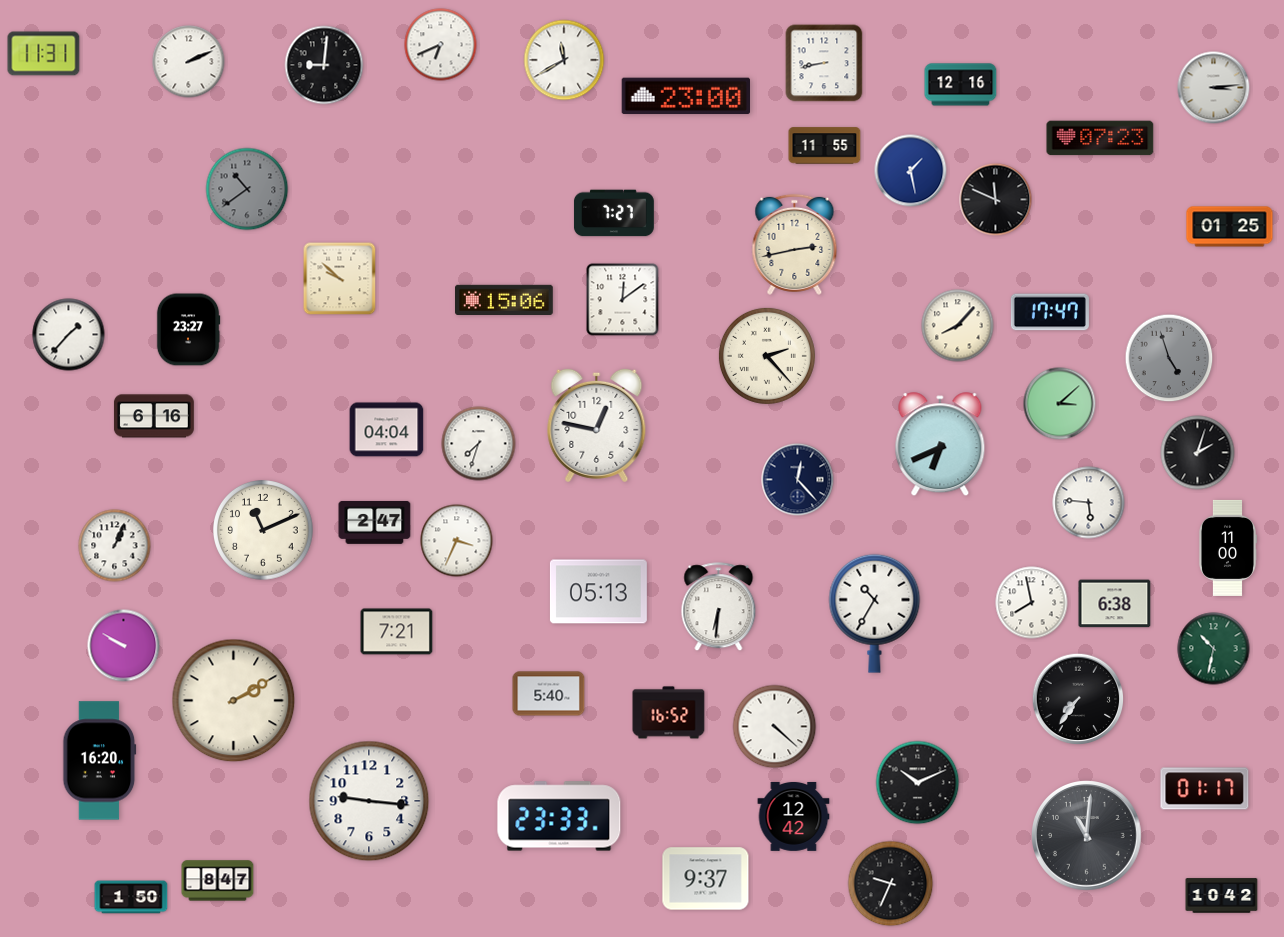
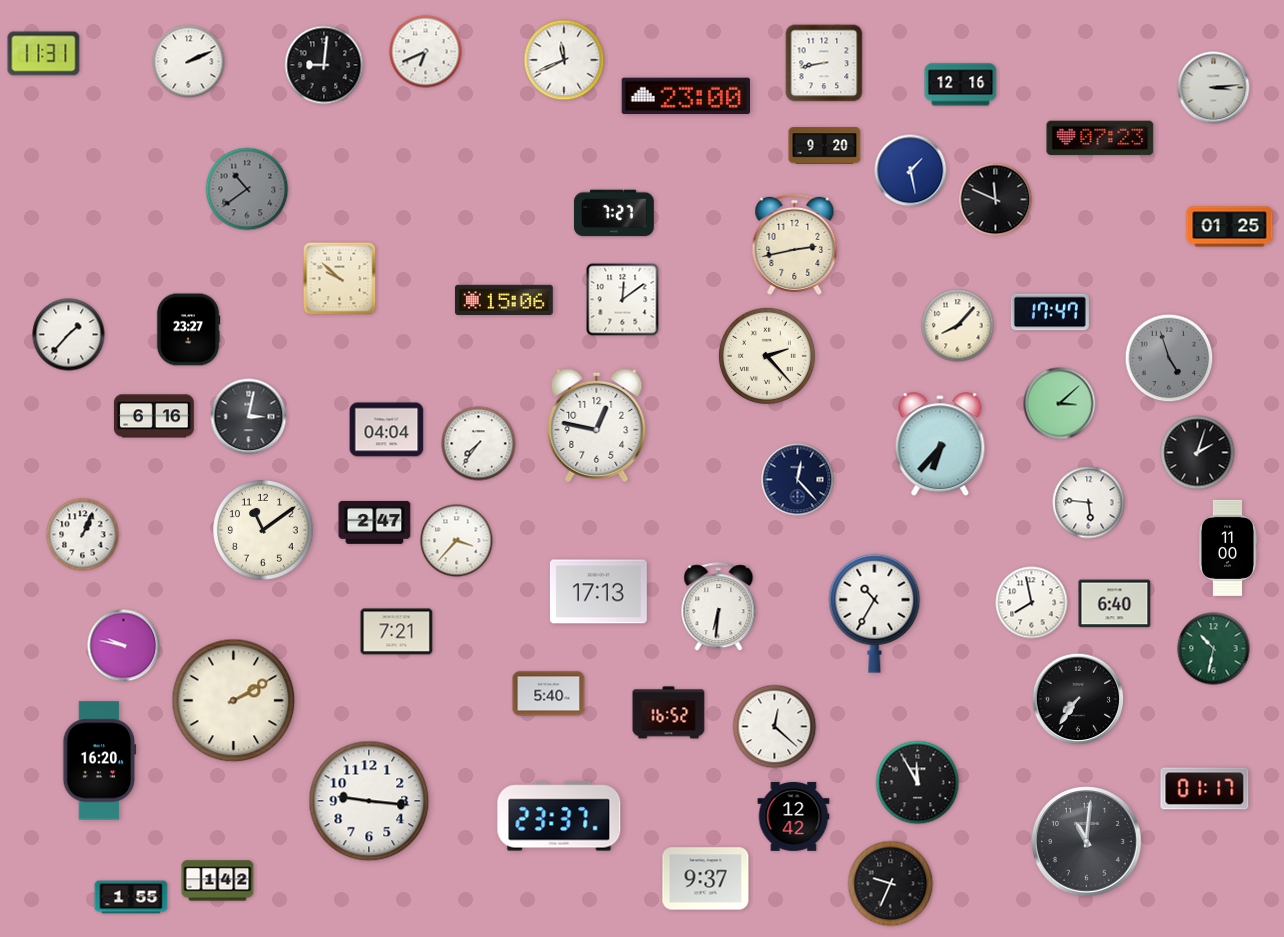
clock at (441, 45) position: (441, 45) -> (426, 52)
clock at (564, 60): 11:40 -> 11:41
clock at (825, 146): 11:55 -> 9:20
clock at (249, 417): none -> 3:02
clock at (479, 444): 7:33 -> 7:36
clock at (940, 445): 6:41 -> 6:37
clock at (264, 531): 11:11 -> 11:09
clock at (457, 541): 3:34 -> 3:37
clock at (115, 546) position: (115, 546) -> (83, 535)
clock at (598, 592): 05:13 -> 17:13
clock at (1115, 604): 6:38 -> 6:40
clock at (124, 646): 9:50 -> 9:47
clock at (775, 727): 4:22 -> 12:22
clock at (918, 783): 10:11 -> 11:55
clock at (559, 816): 23:33 -> 23:37
clock at (1087, 836) position: (1087, 836) -> (1087, 842)
clock at (218, 881): 8:47 -> 1:42
clock at (1222, 896): 10:42 -> none
clock at (131, 897): 1:50 -> 1:55
